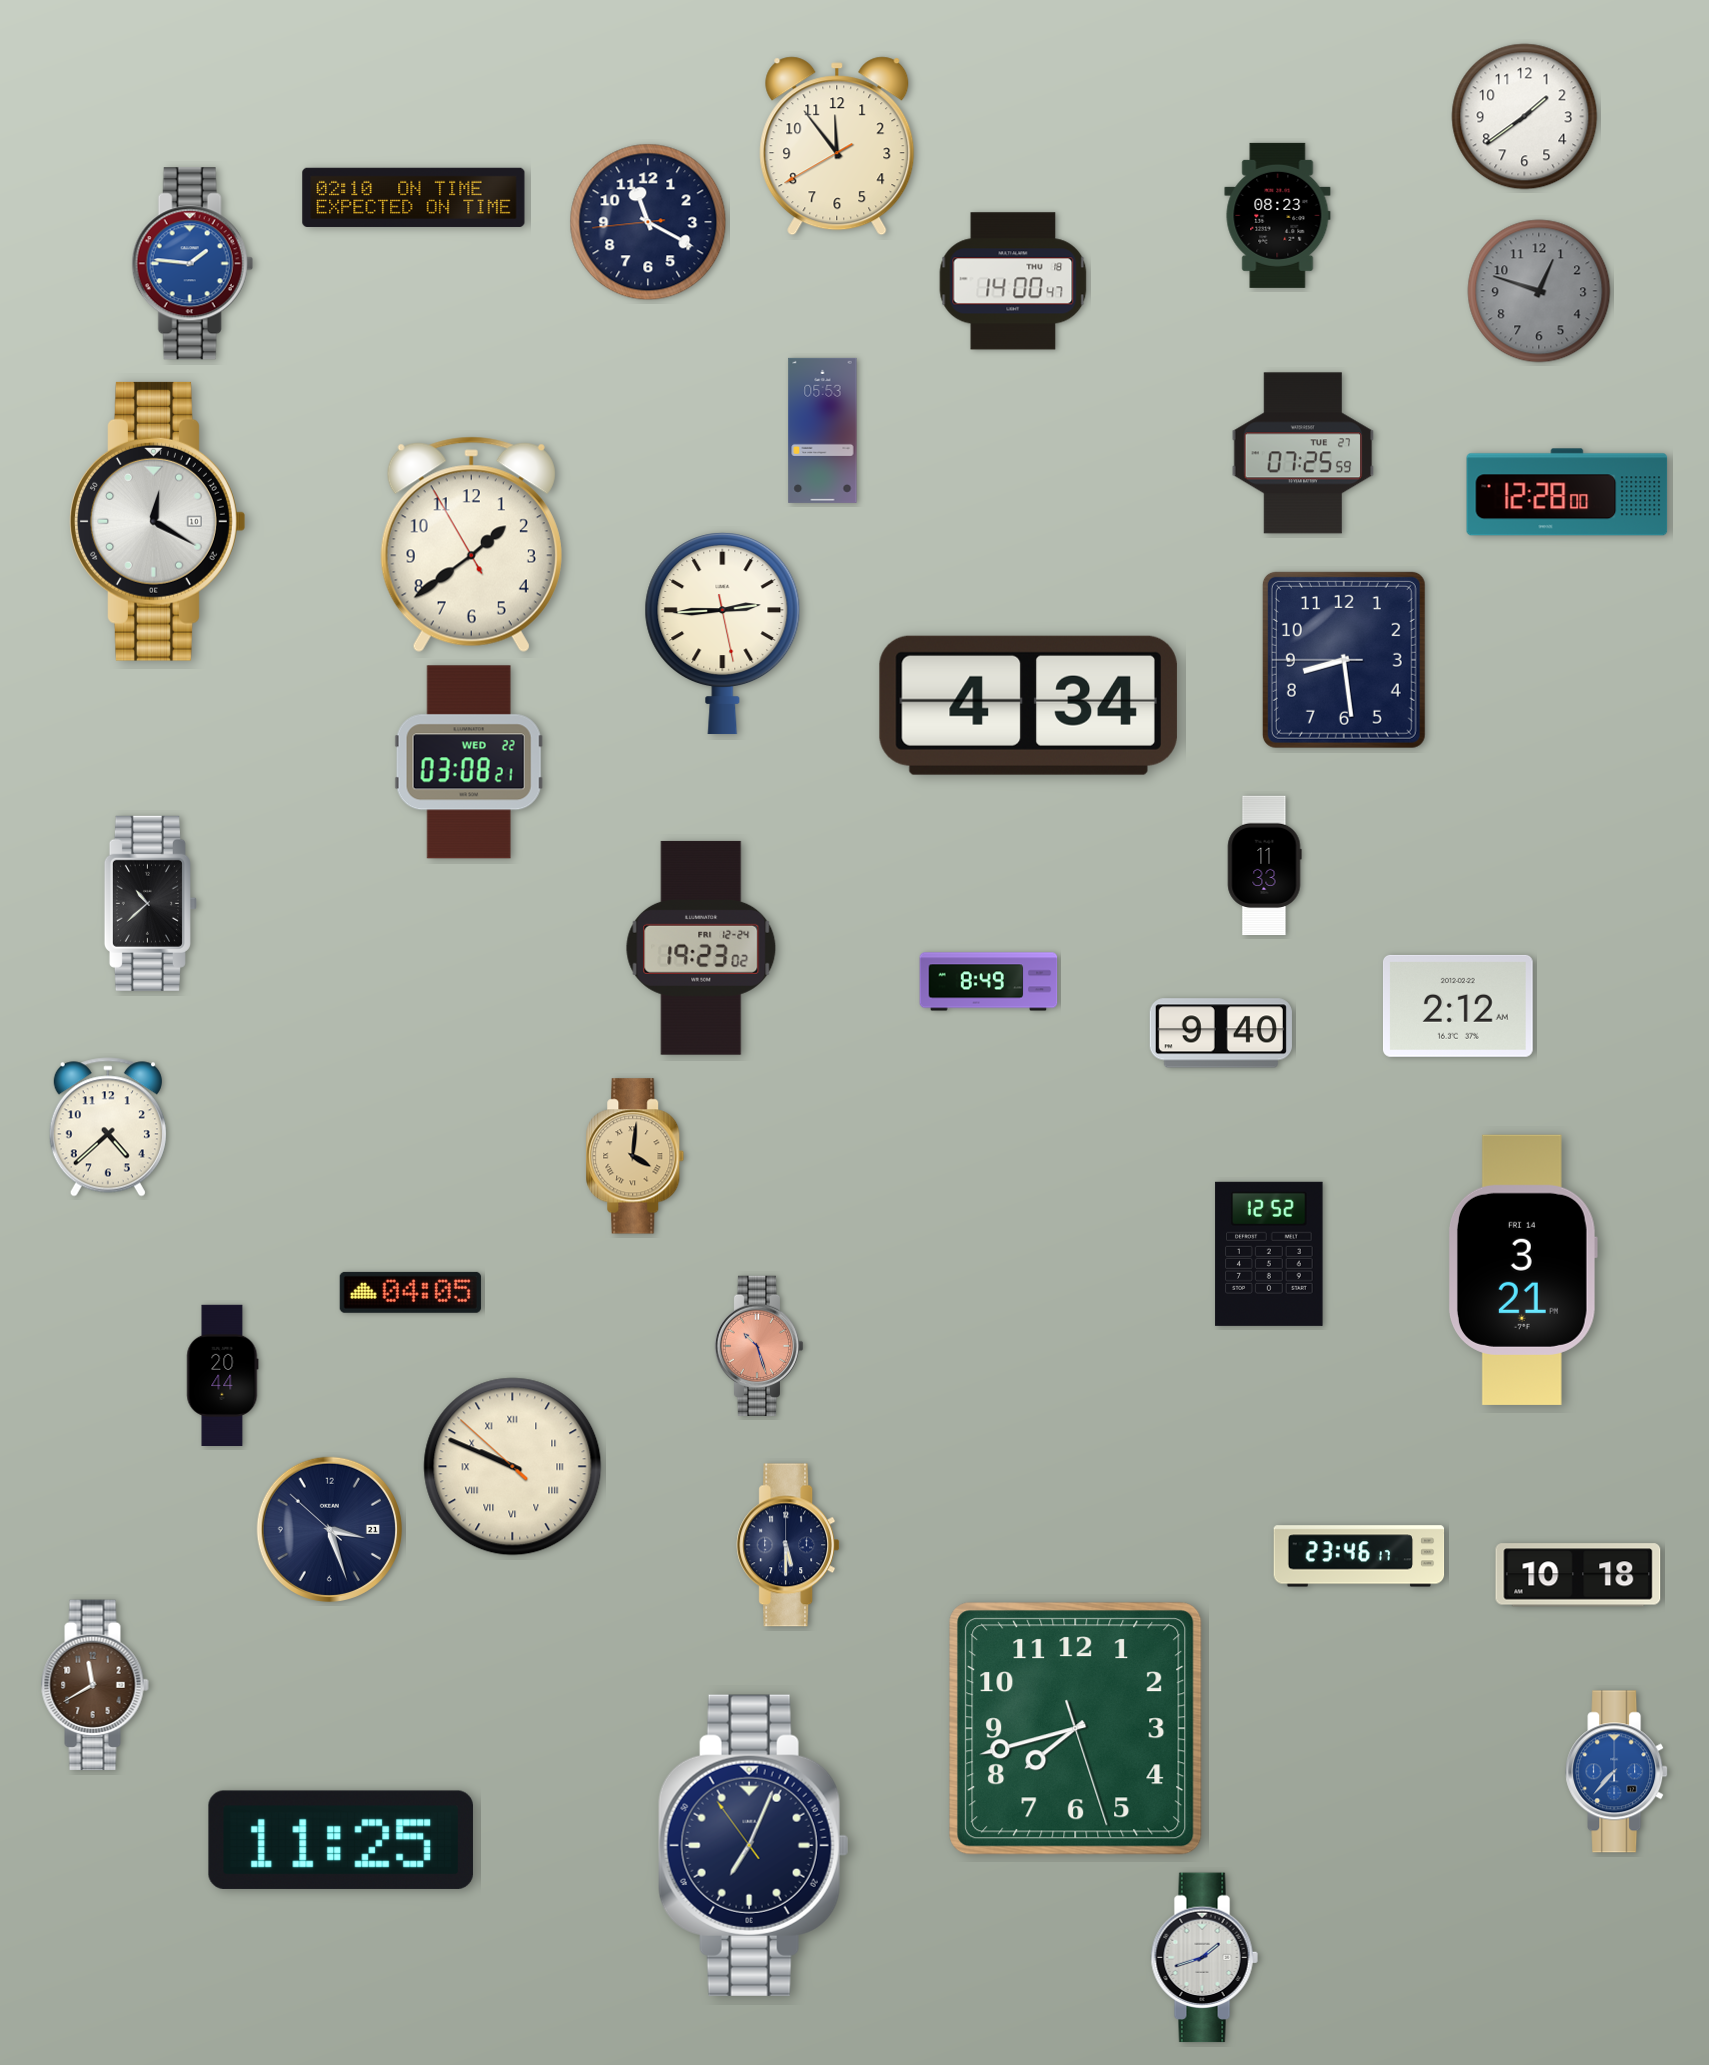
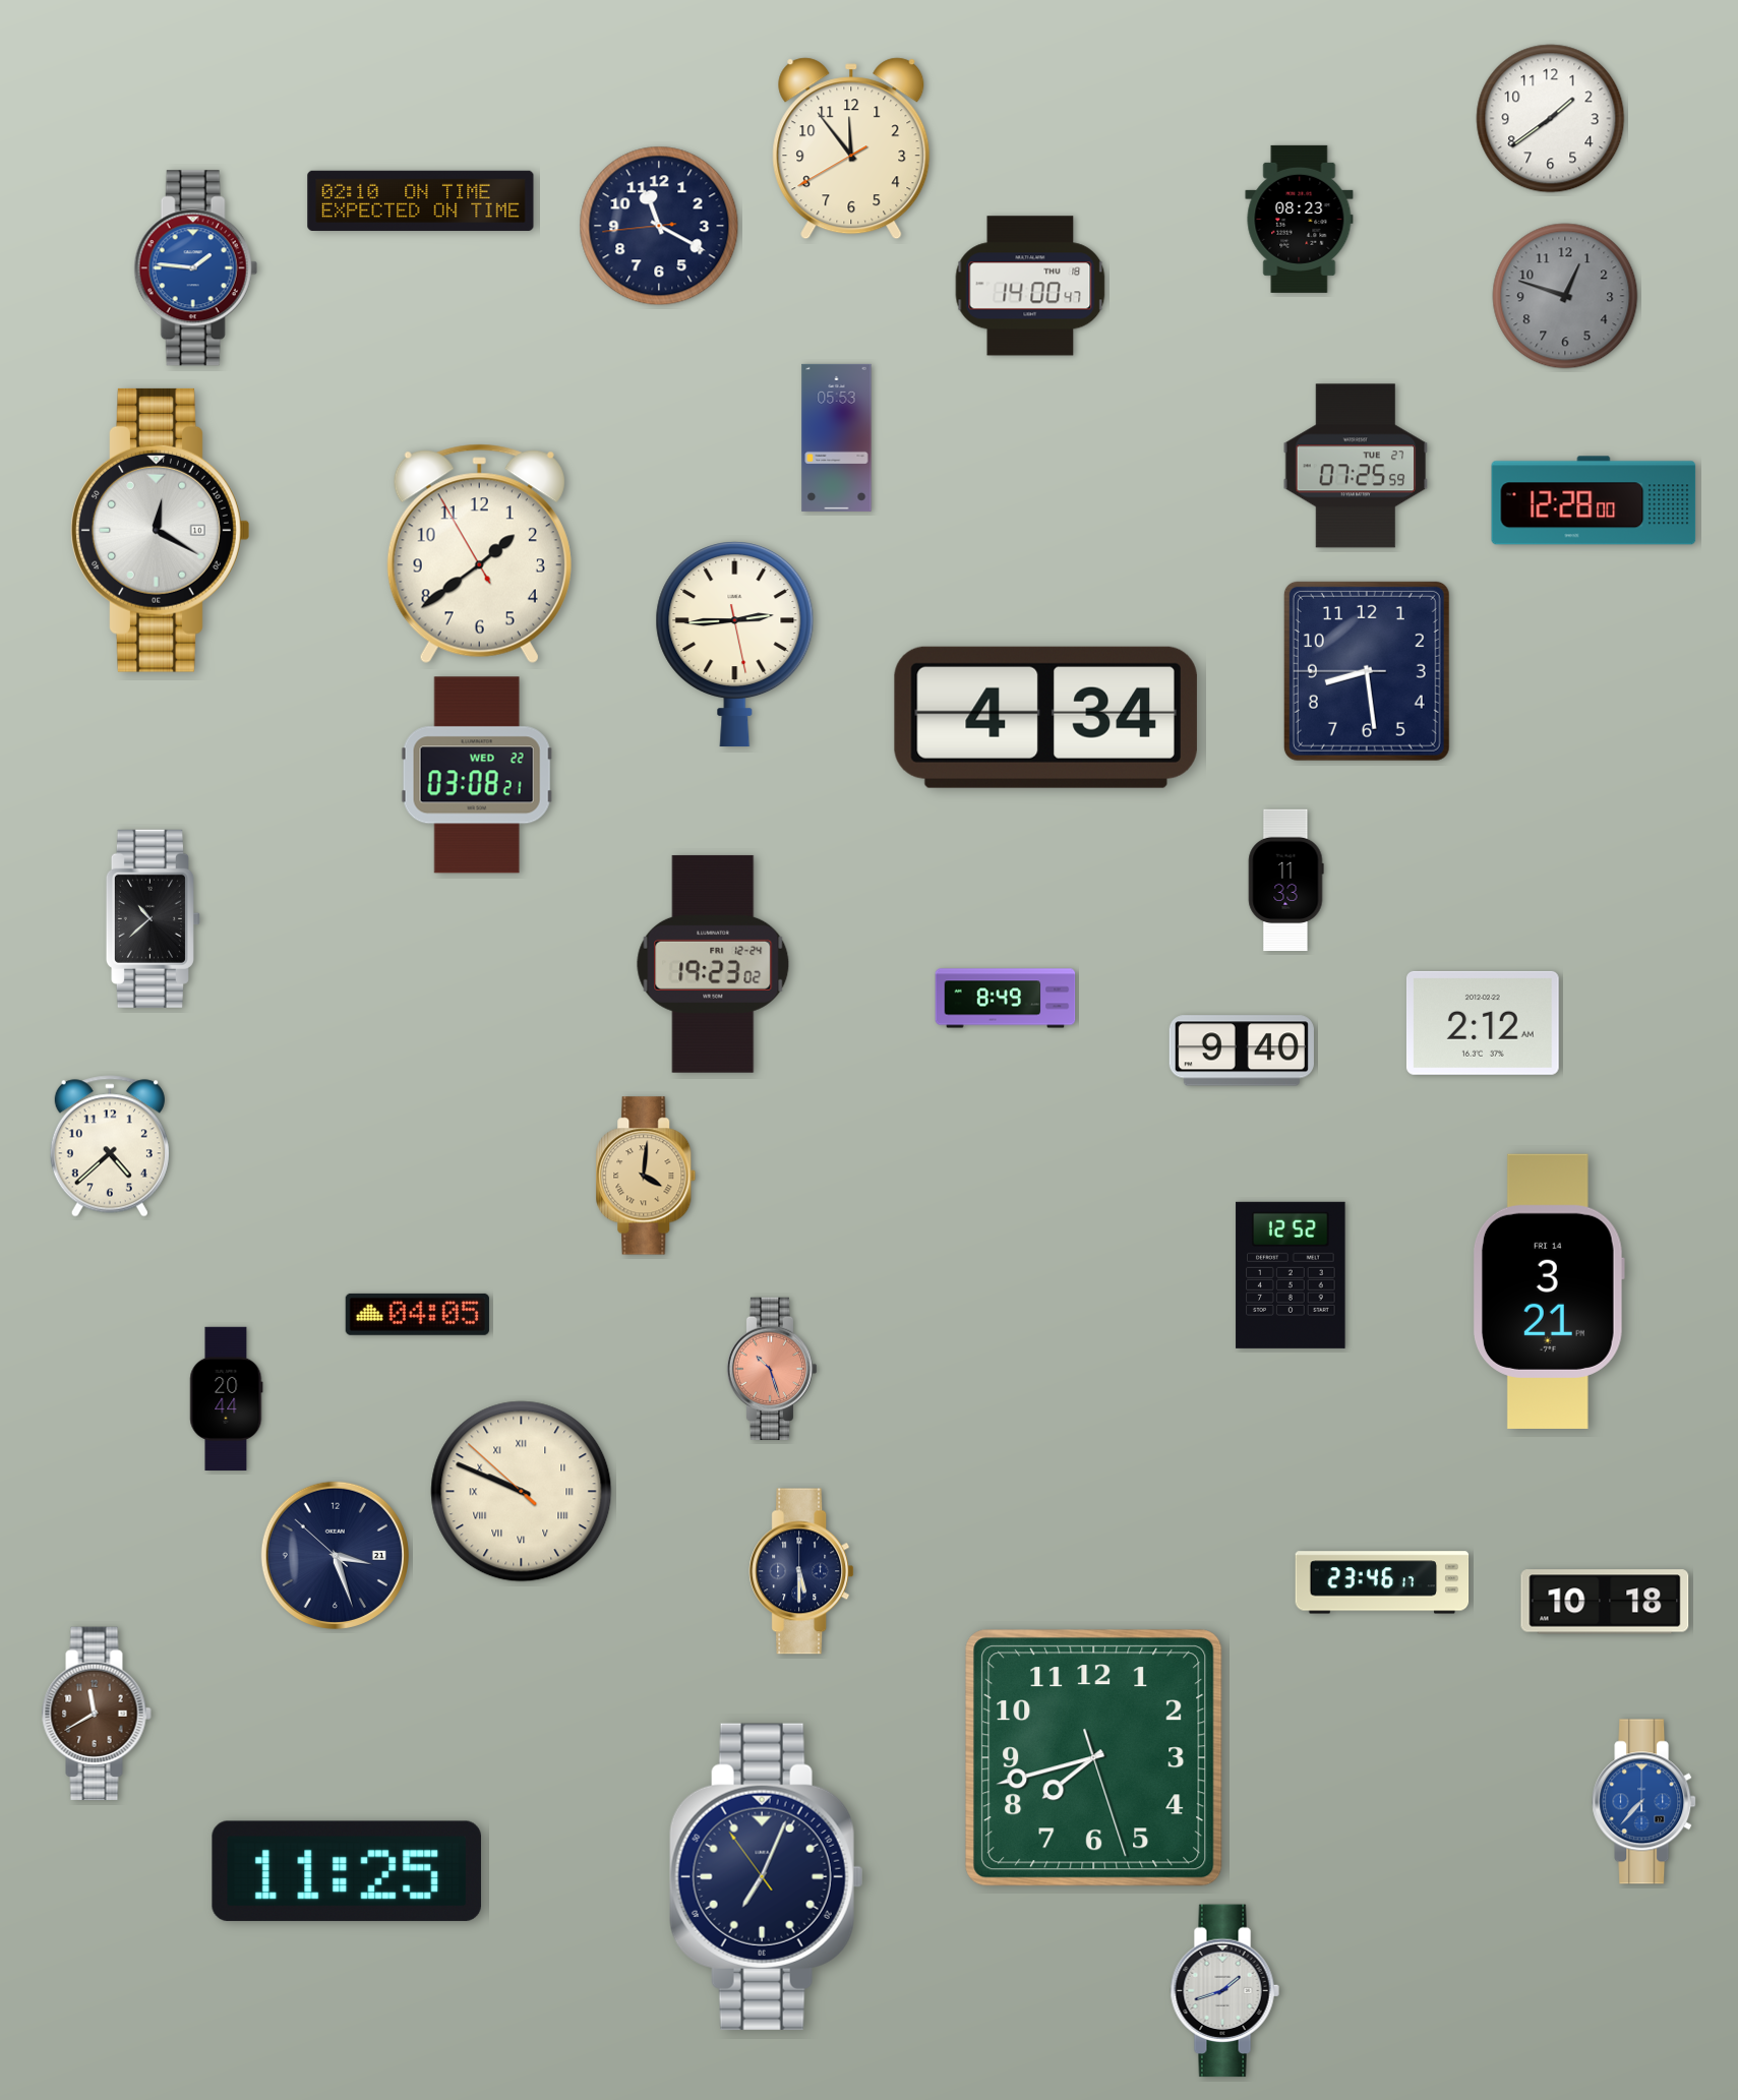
clock at (1303, 453) position: (1303, 453) -> (1356, 466)
